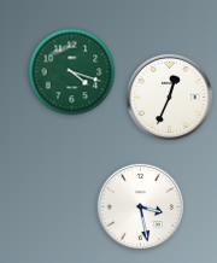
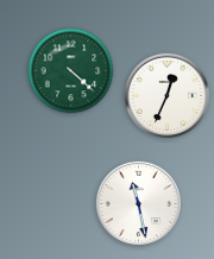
clock at (72, 72): 4:18 -> 4:22
clock at (140, 206): 3:28 -> 11:28
